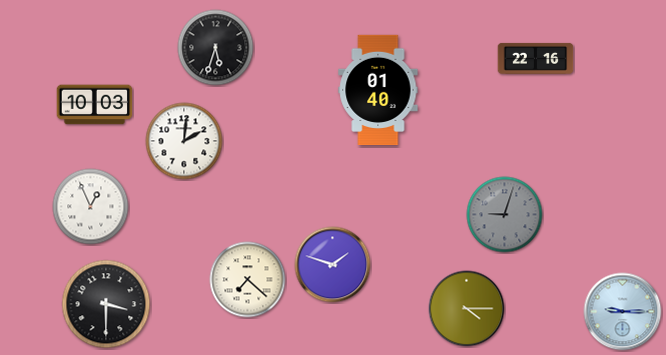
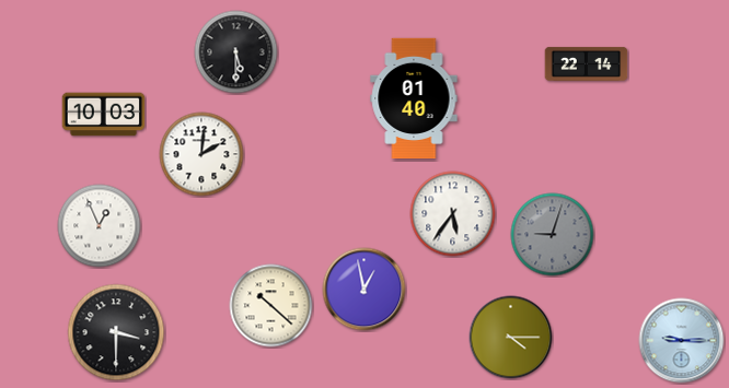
clock at (216, 48): 5:33 -> 5:30
clock at (536, 58): 22:16 -> 22:14
clock at (453, 214): none -> 5:36
clock at (333, 265): 1:48 -> 12:58
clock at (248, 280): 7:22 -> 10:22
